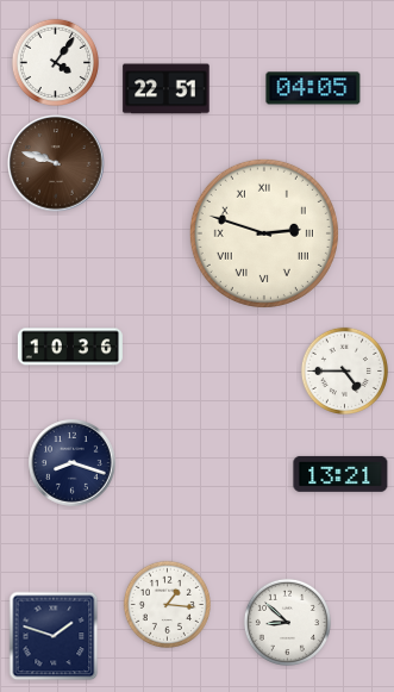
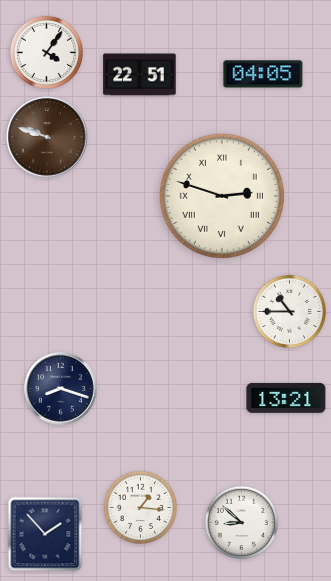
clock at (70, 347): 10:36 -> none
clock at (344, 370): 4:45 -> 10:45
clock at (54, 636): 1:48 -> 1:53
